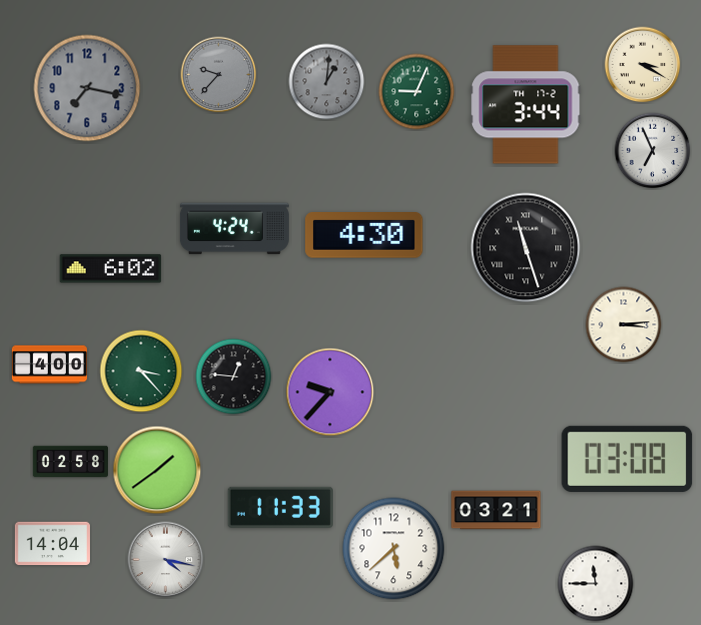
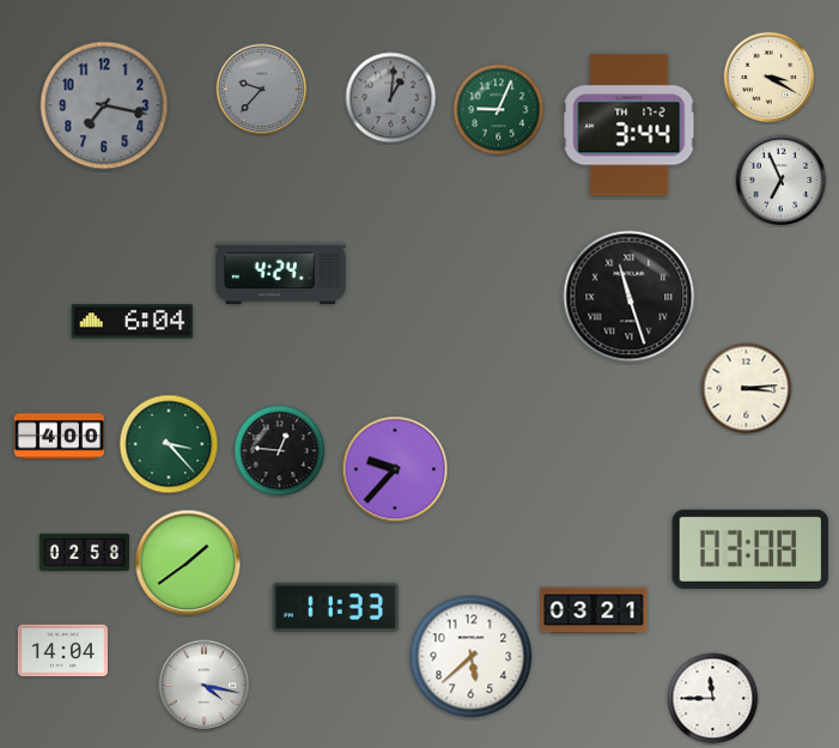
clock at (364, 236): 4:30 -> none
clock at (111, 269): 6:02 -> 6:04
clock at (166, 560) position: (166, 560) -> (205, 686)
